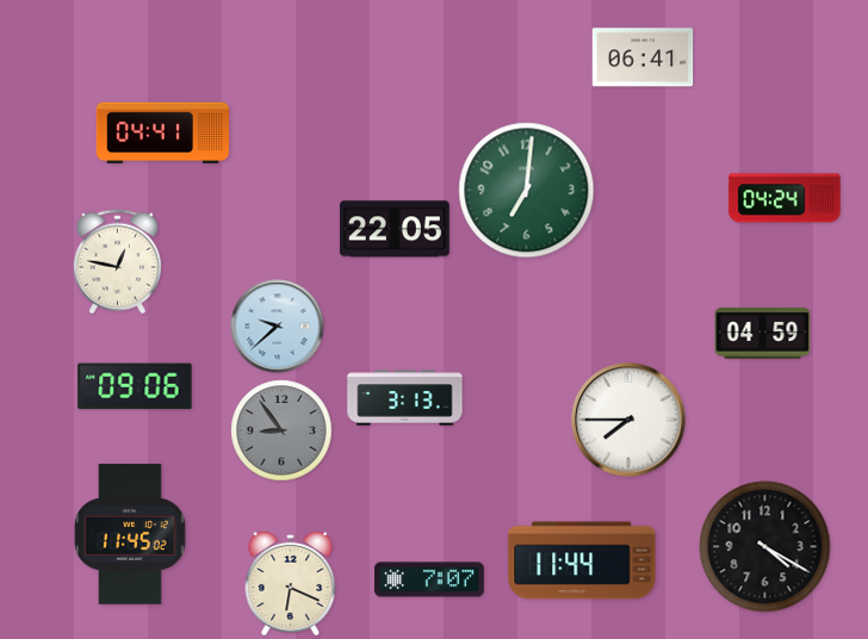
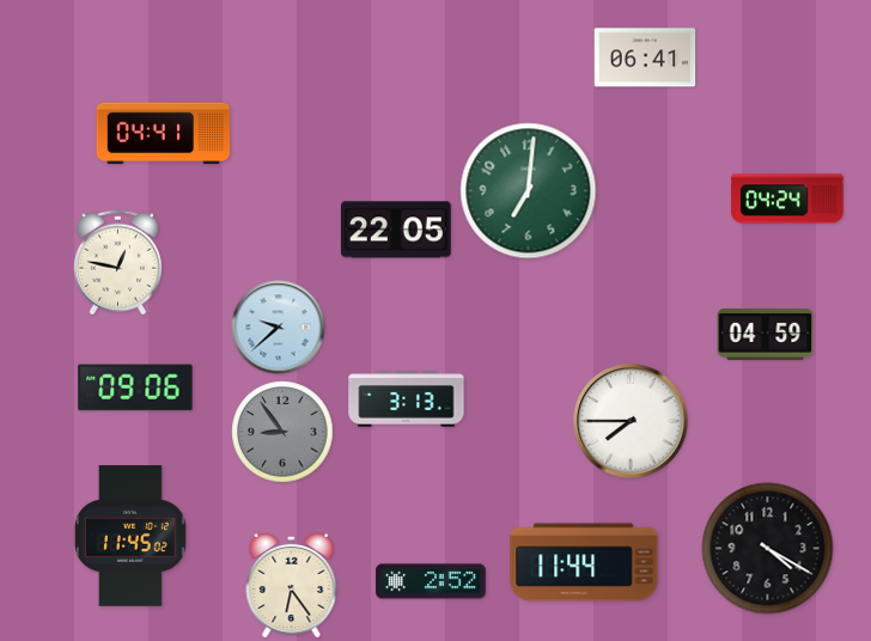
clock at (429, 579): 7:07 -> 2:52
clock at (291, 583): 6:19 -> 6:24
